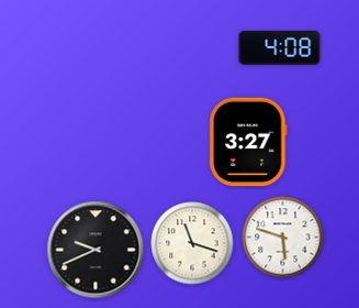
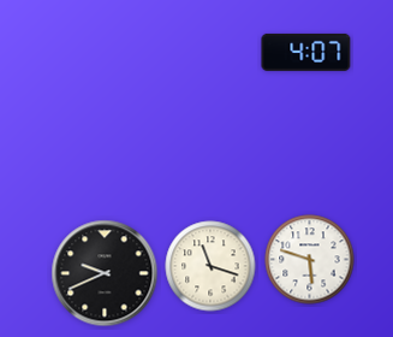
clock at (280, 47): 4:08 -> 4:07
clock at (248, 142): 3:27 -> none
